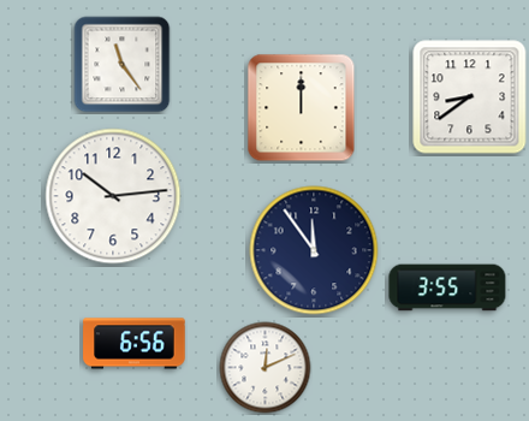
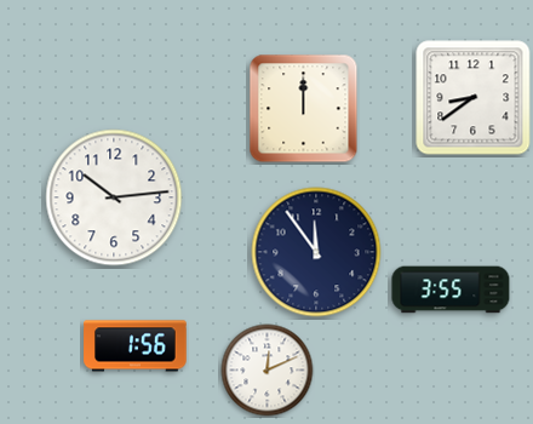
clock at (123, 65): 11:24 -> none
clock at (135, 344): 6:56 -> 1:56
